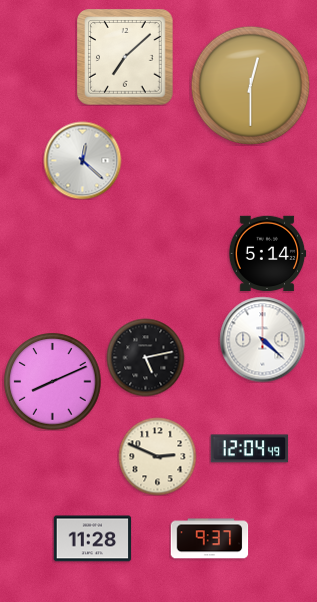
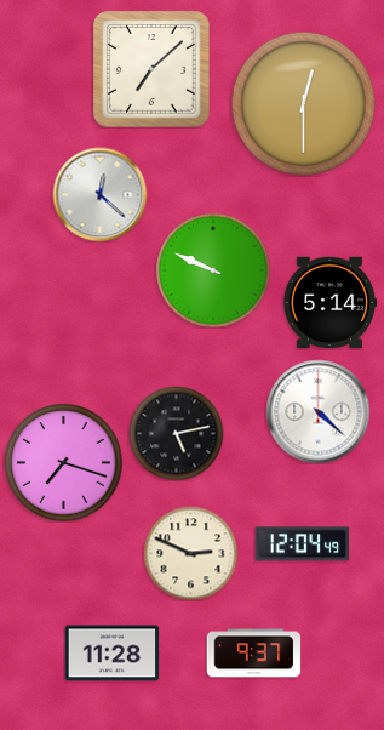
clock at (213, 270): none -> 9:49
clock at (267, 254) position: (267, 254) -> (329, 303)
clock at (53, 382): 8:11 -> 7:18
